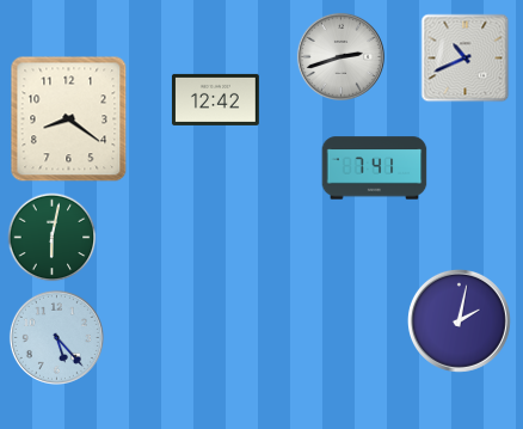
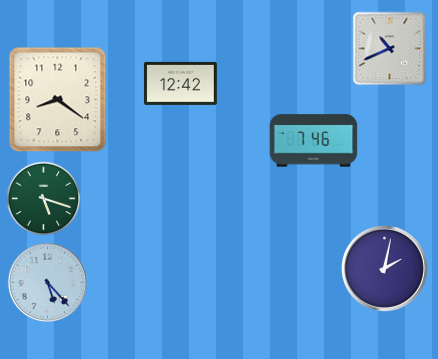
clock at (340, 56): 2:42 -> none
clock at (375, 168): 7:41 -> 7:46
clock at (53, 238): 6:02 -> 5:18
